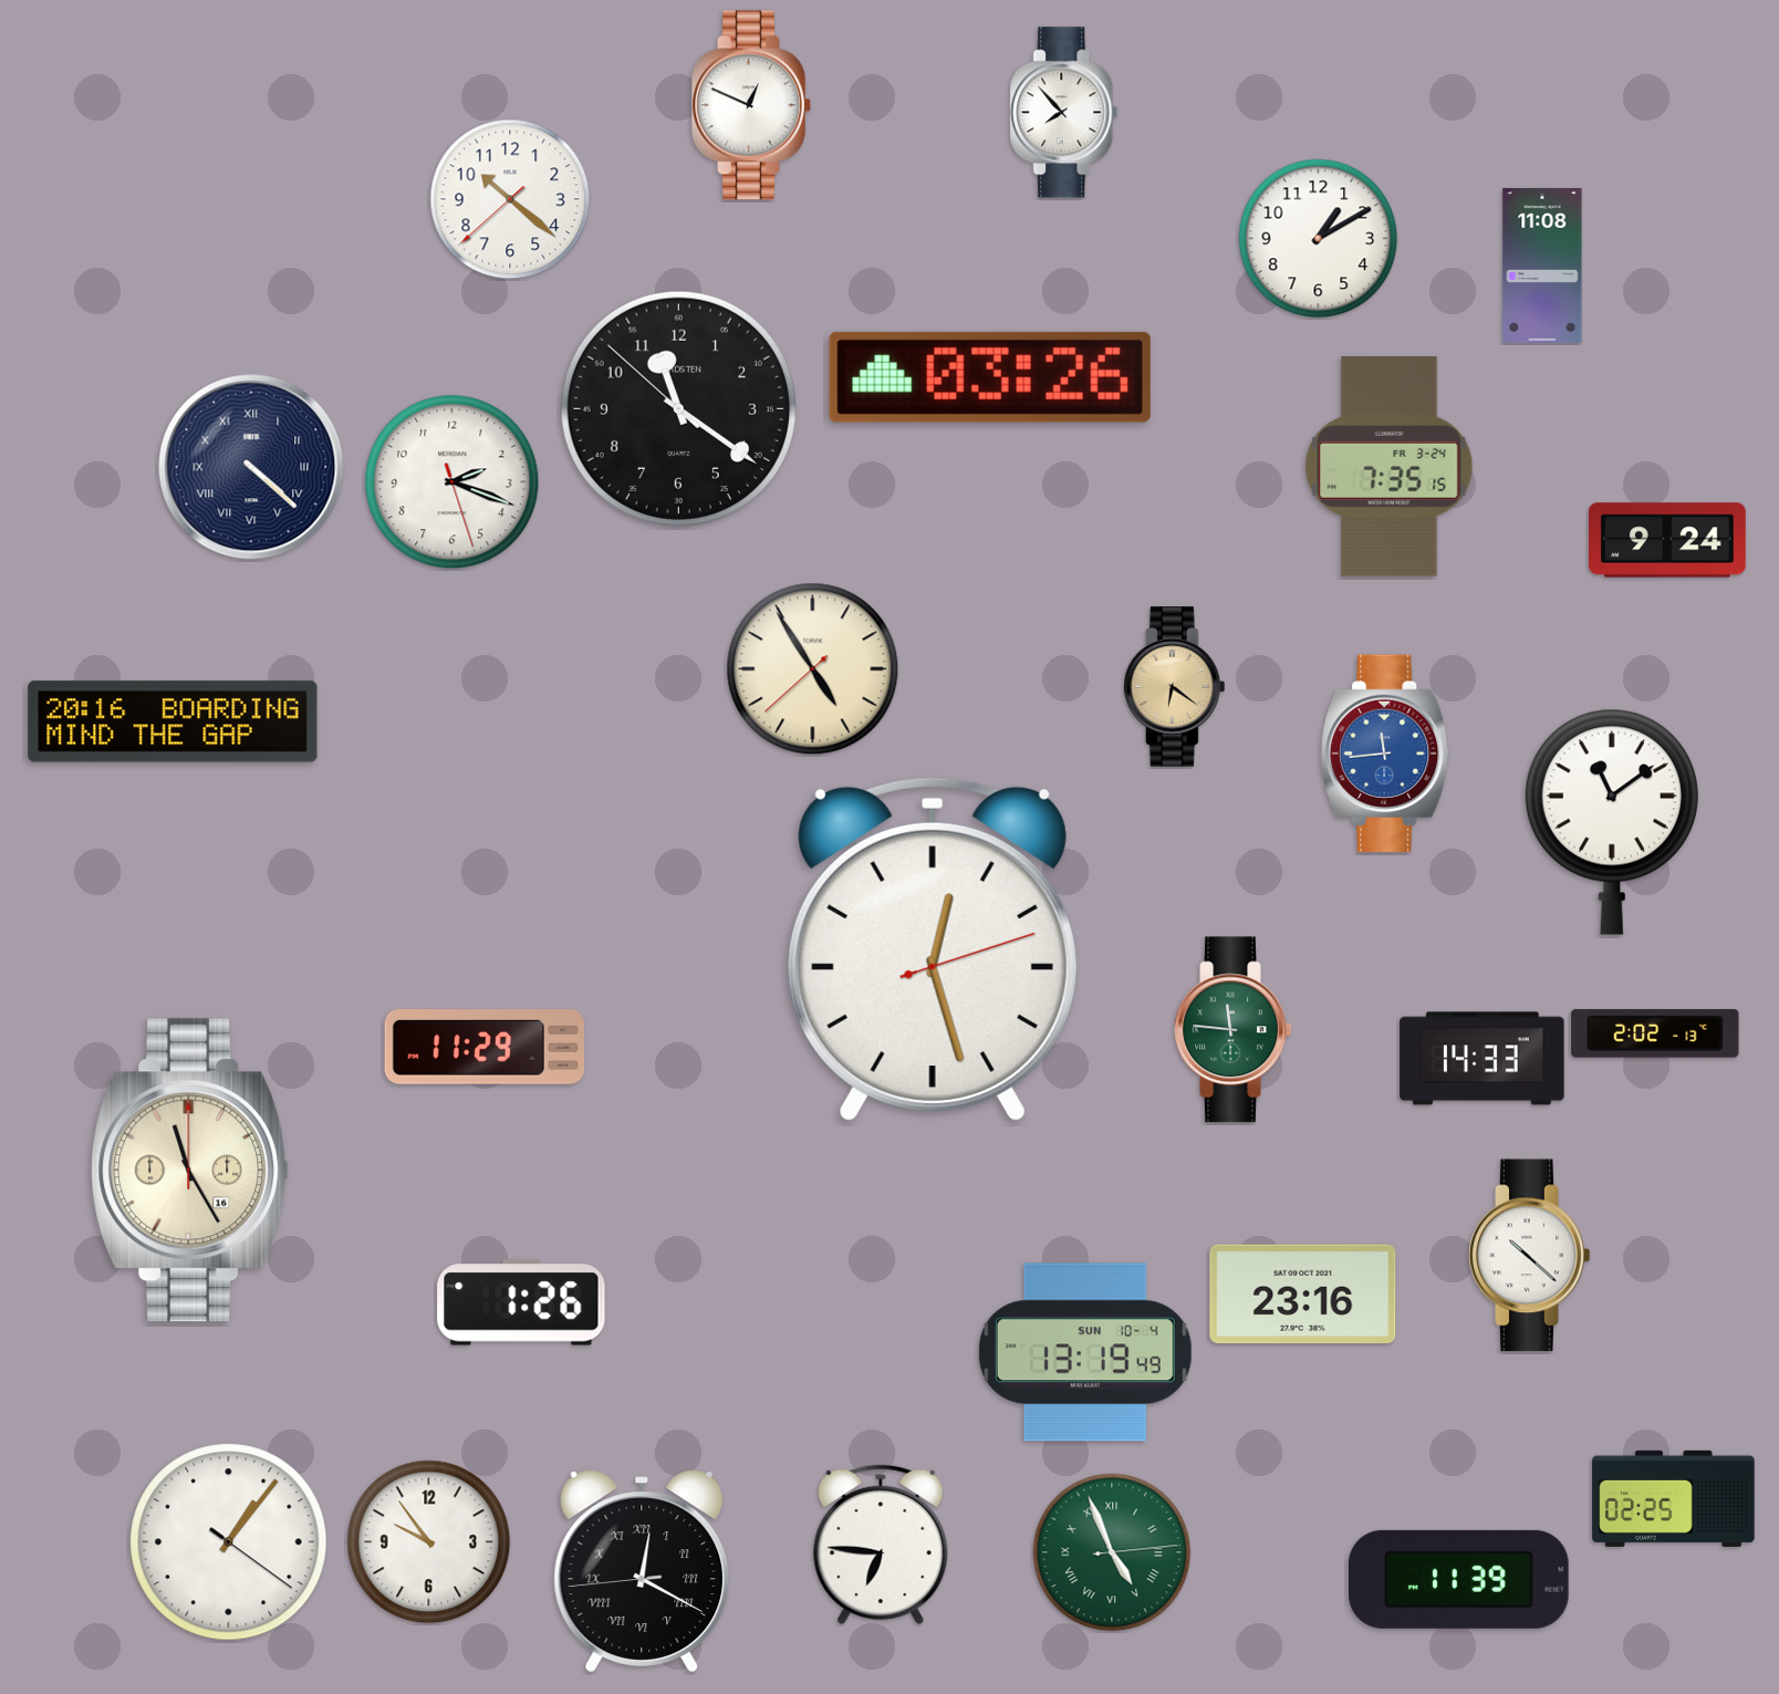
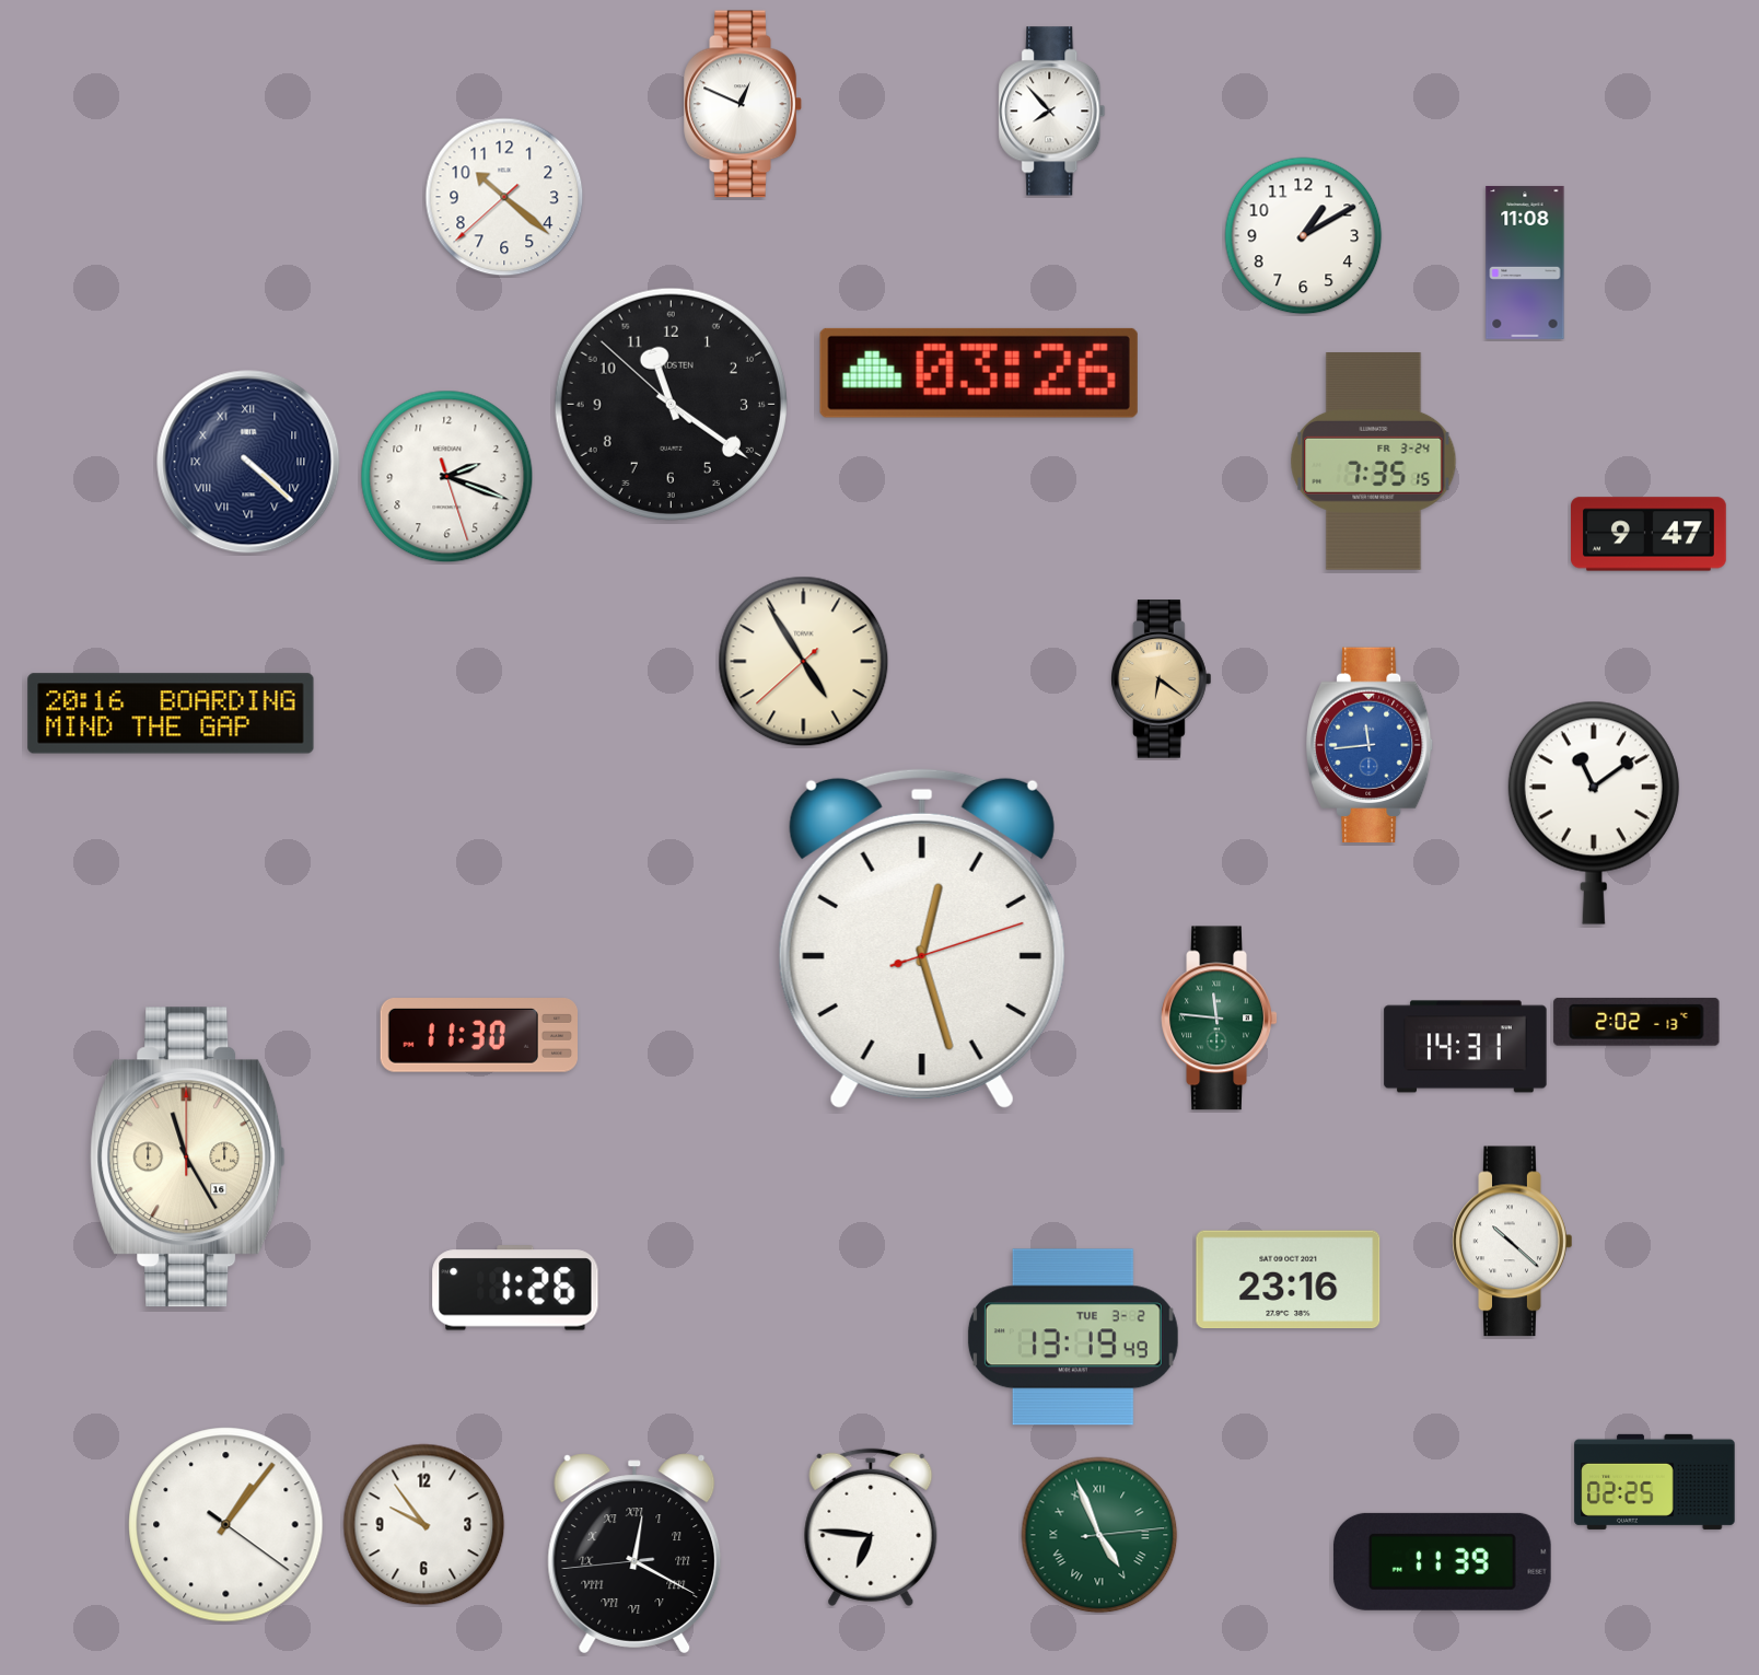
clock at (1668, 540): 9:24 -> 9:47
clock at (483, 1047): 11:29 -> 11:30
clock at (1482, 1059): 14:33 -> 14:31
clock at (1085, 1352) date: SUN 10-4 -> TUE 3-2
